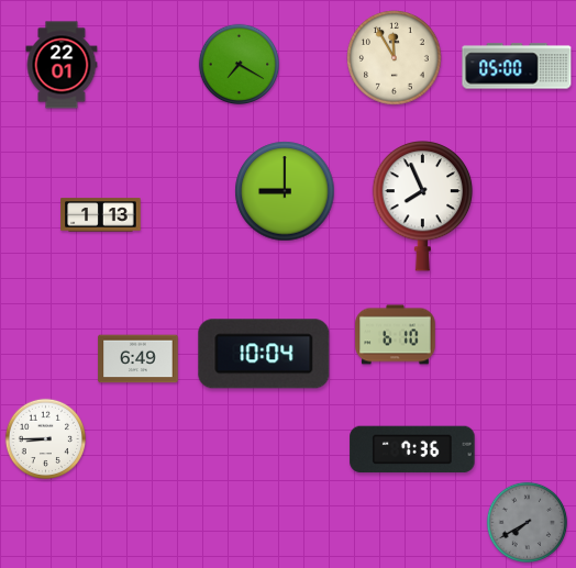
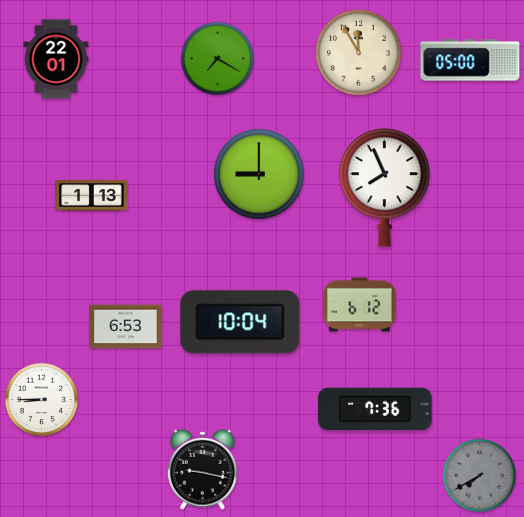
clock at (396, 335): 6:10 -> 6:12
clock at (139, 359): 6:49 -> 6:53
clock at (203, 469): none -> 9:17
